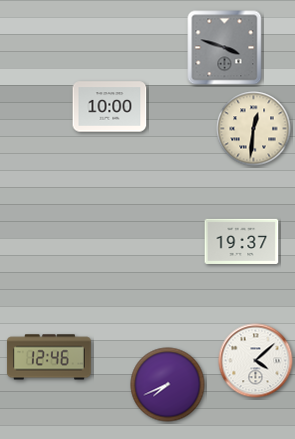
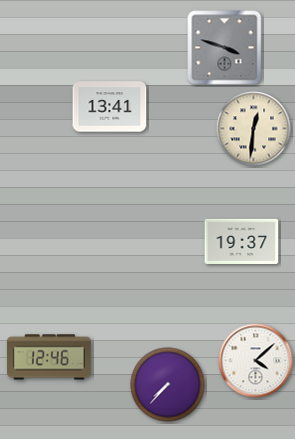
clock at (110, 107): 10:00 -> 13:41
clock at (168, 385): 7:41 -> 7:37
